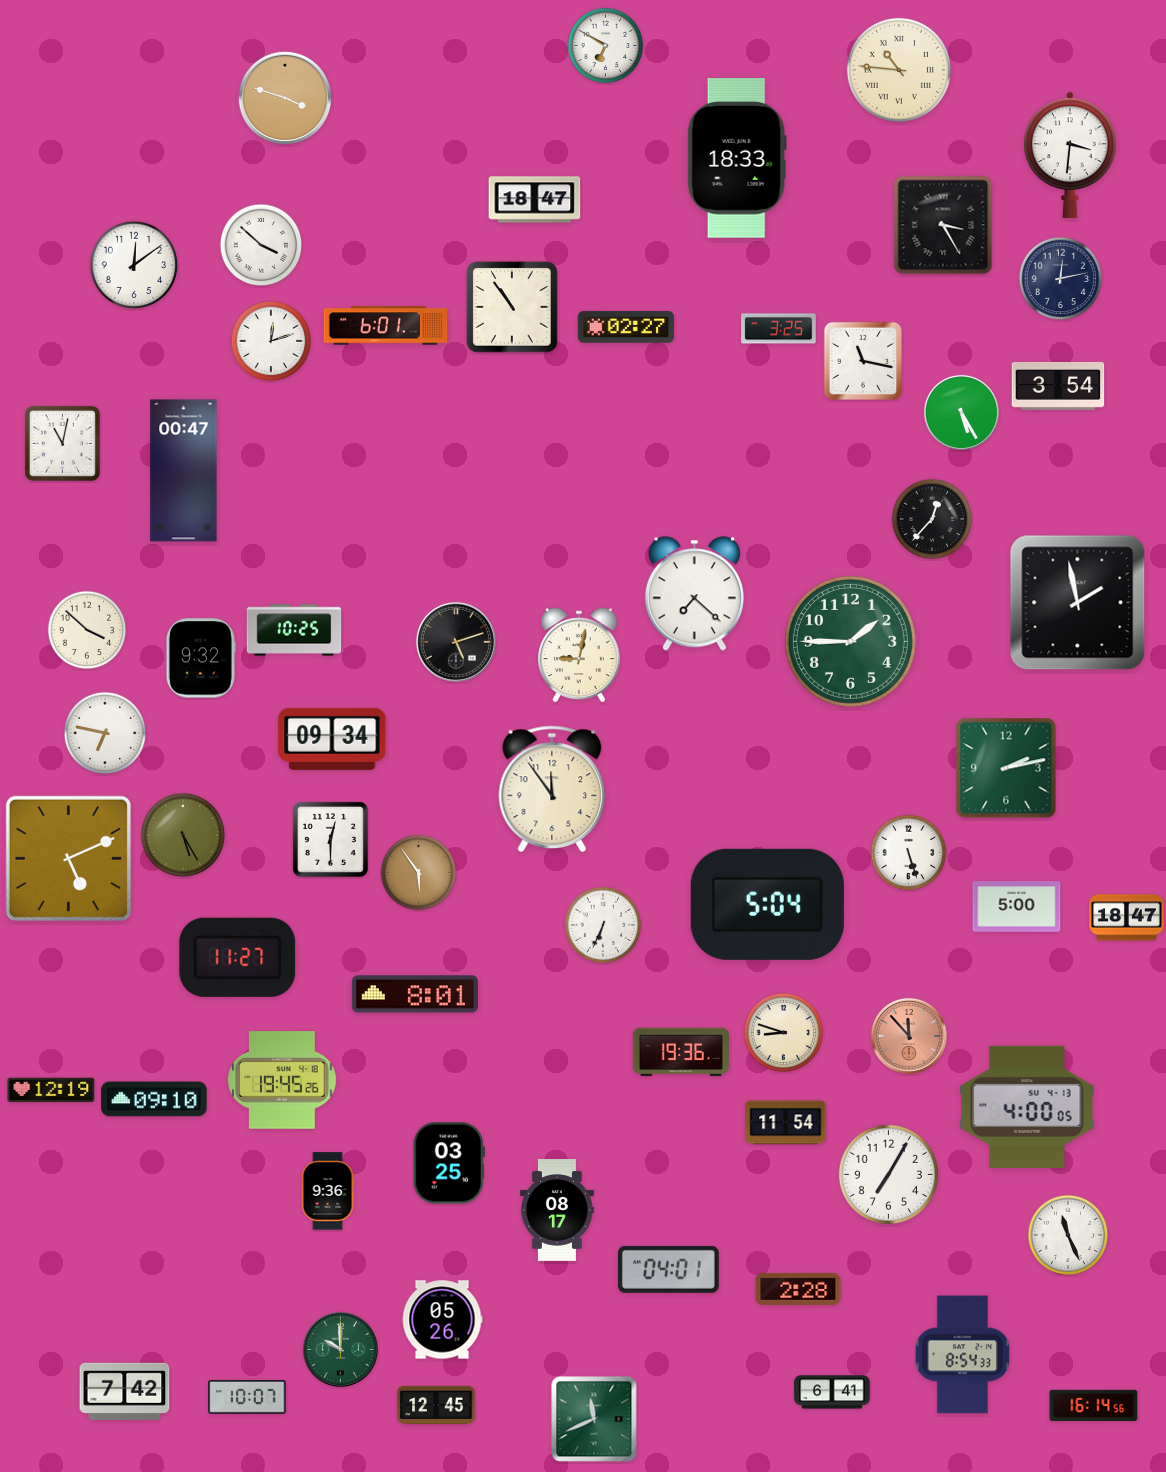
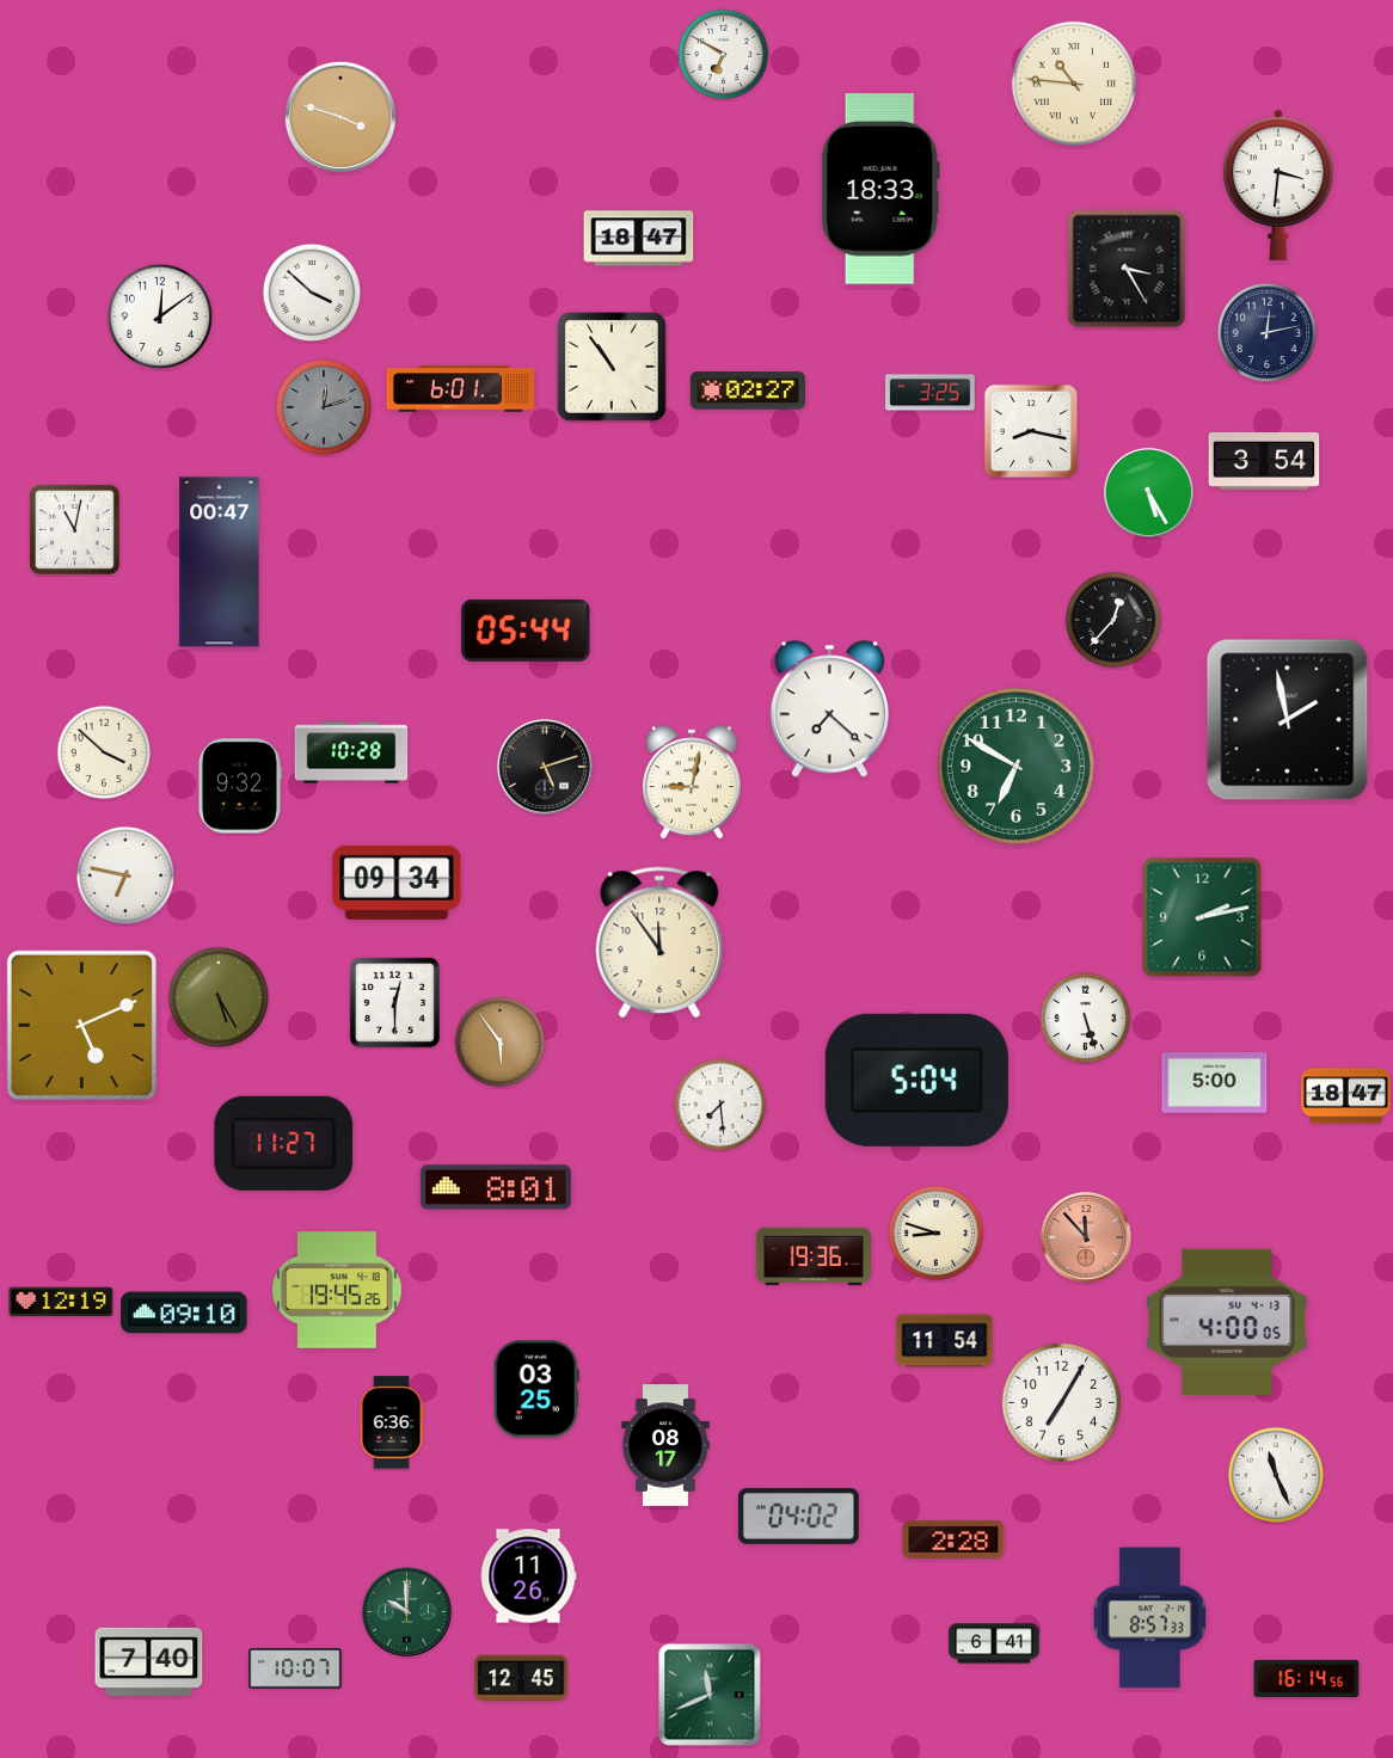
clock at (271, 341) dial: white -> grey
clock at (862, 360): 11:17 -> 8:17
clock at (526, 631): none -> 05:44
clock at (294, 630): 10:25 -> 10:28
clock at (850, 641): 1:45 -> 6:50
clock at (603, 925): 6:34 -> 7:29
clock at (786, 1123) position: (786, 1123) -> (945, 1341)
clock at (328, 1191): 9:36 -> 6:36
clock at (668, 1269): 04:01 -> 04:02
clock at (442, 1320): 05:26 -> 11:26
clock at (962, 1355): 8:54 -> 8:57
clock at (125, 1391): 7:42 -> 7:40
clock at (832, 1392) position: (832, 1392) -> (994, 1643)
